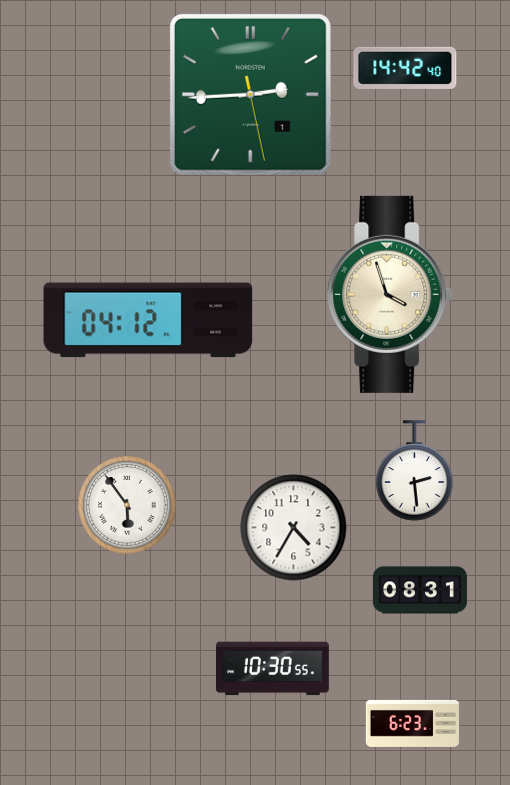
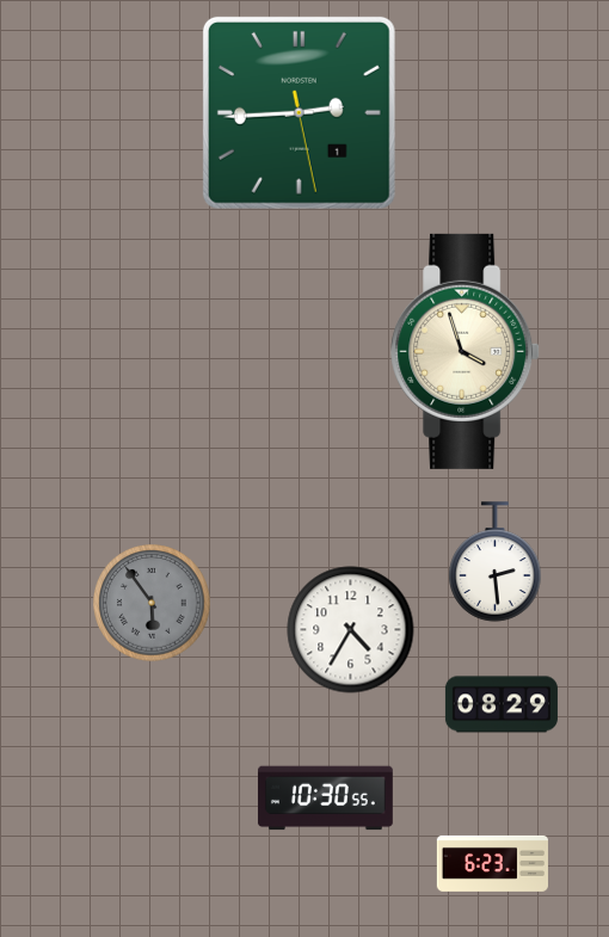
clock at (405, 68): 14:42 -> none
clock at (148, 320): 04:12 -> none
clock at (127, 505) dial: white -> grey
clock at (420, 590): 08:31 -> 08:29
